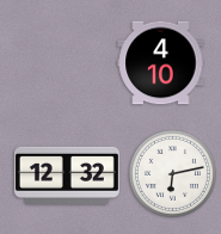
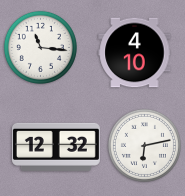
clock at (40, 47): none -> 11:16
